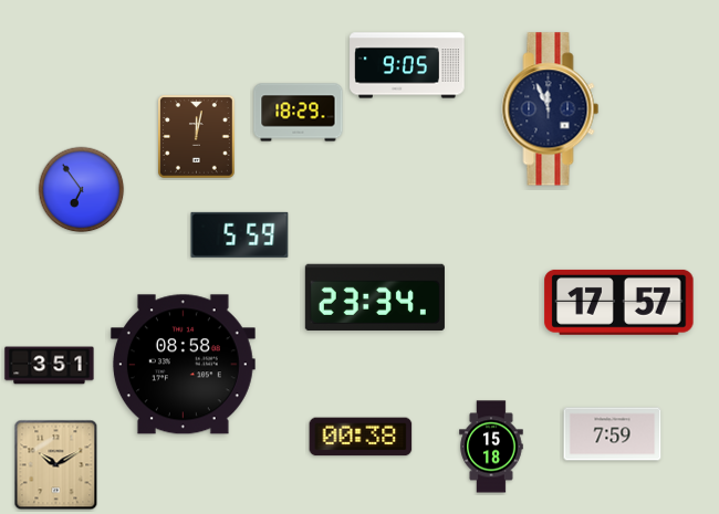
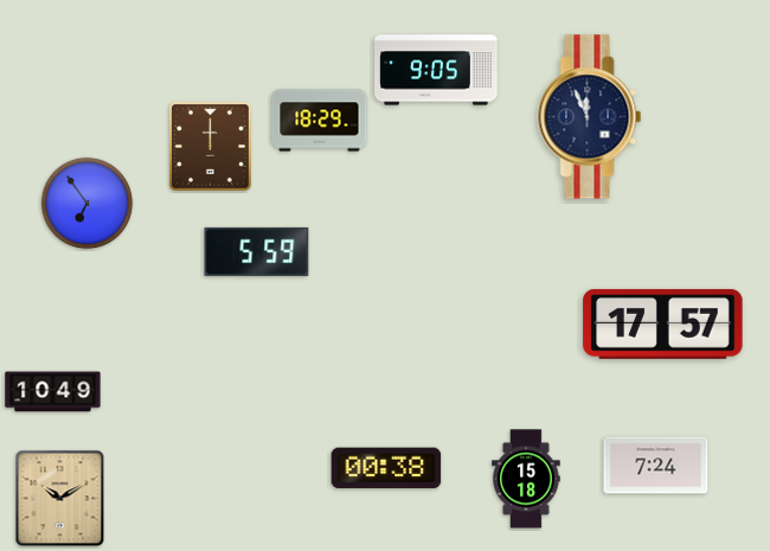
clock at (197, 137): 12:02 -> 12:00
clock at (375, 296): 23:34 -> none
clock at (183, 365): 08:58 -> none
clock at (50, 366): 3:51 -> 10:49
clock at (613, 434): 7:59 -> 7:24
